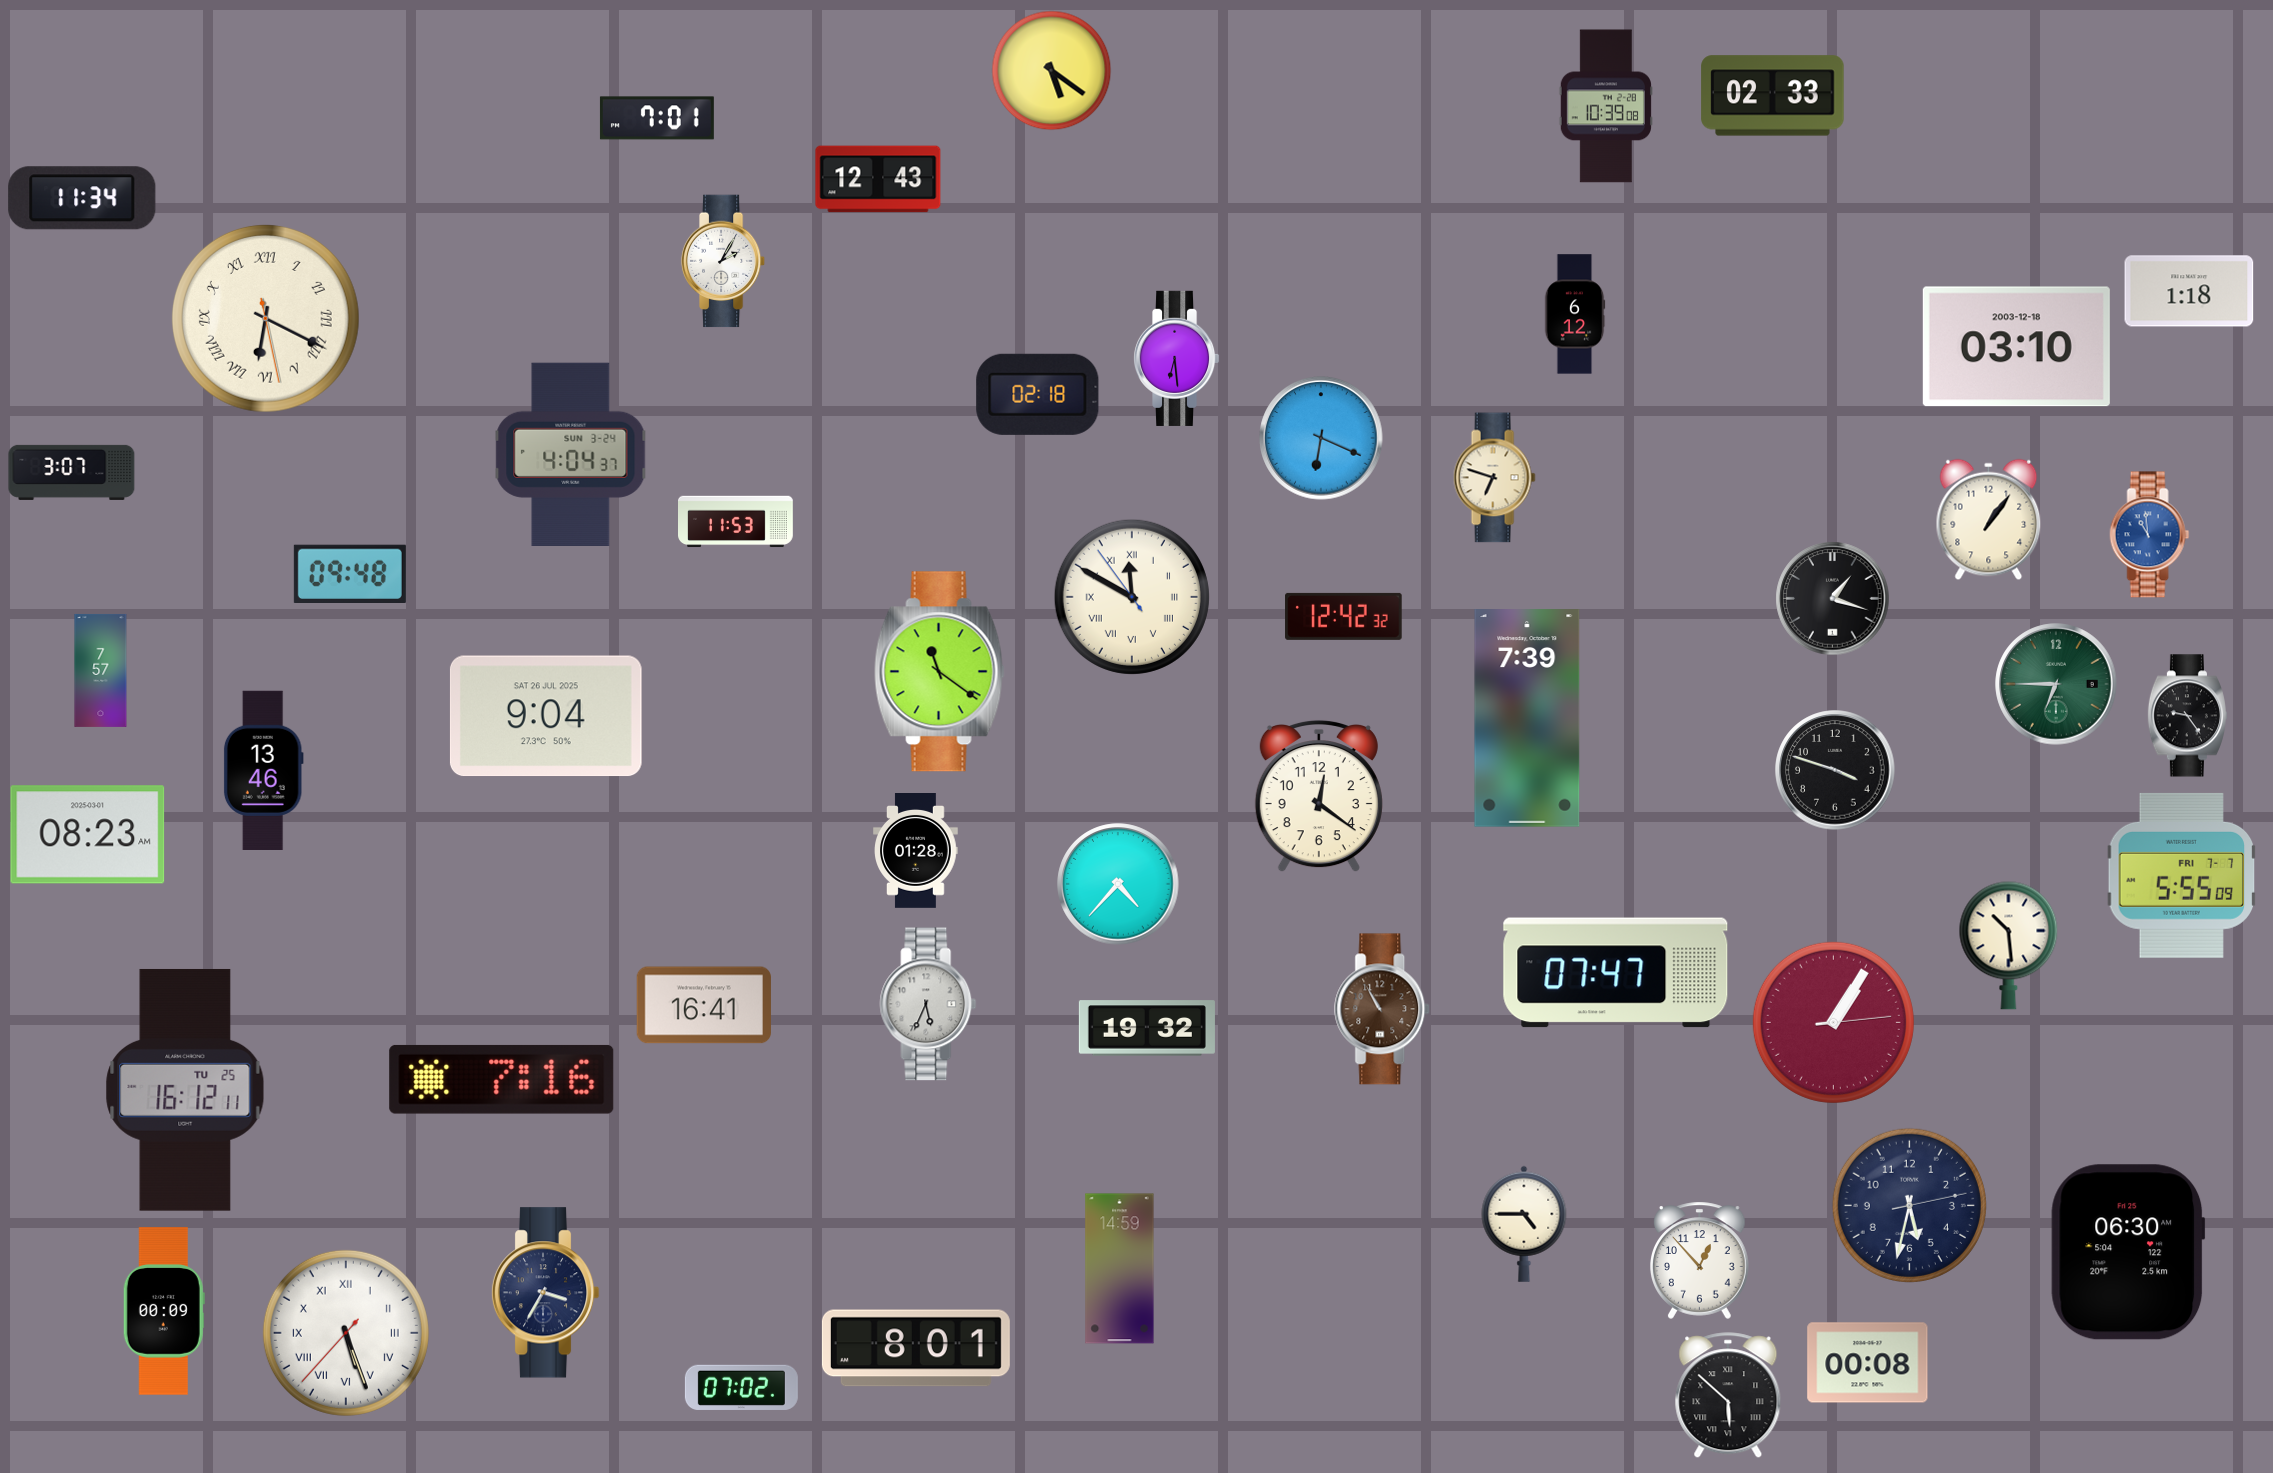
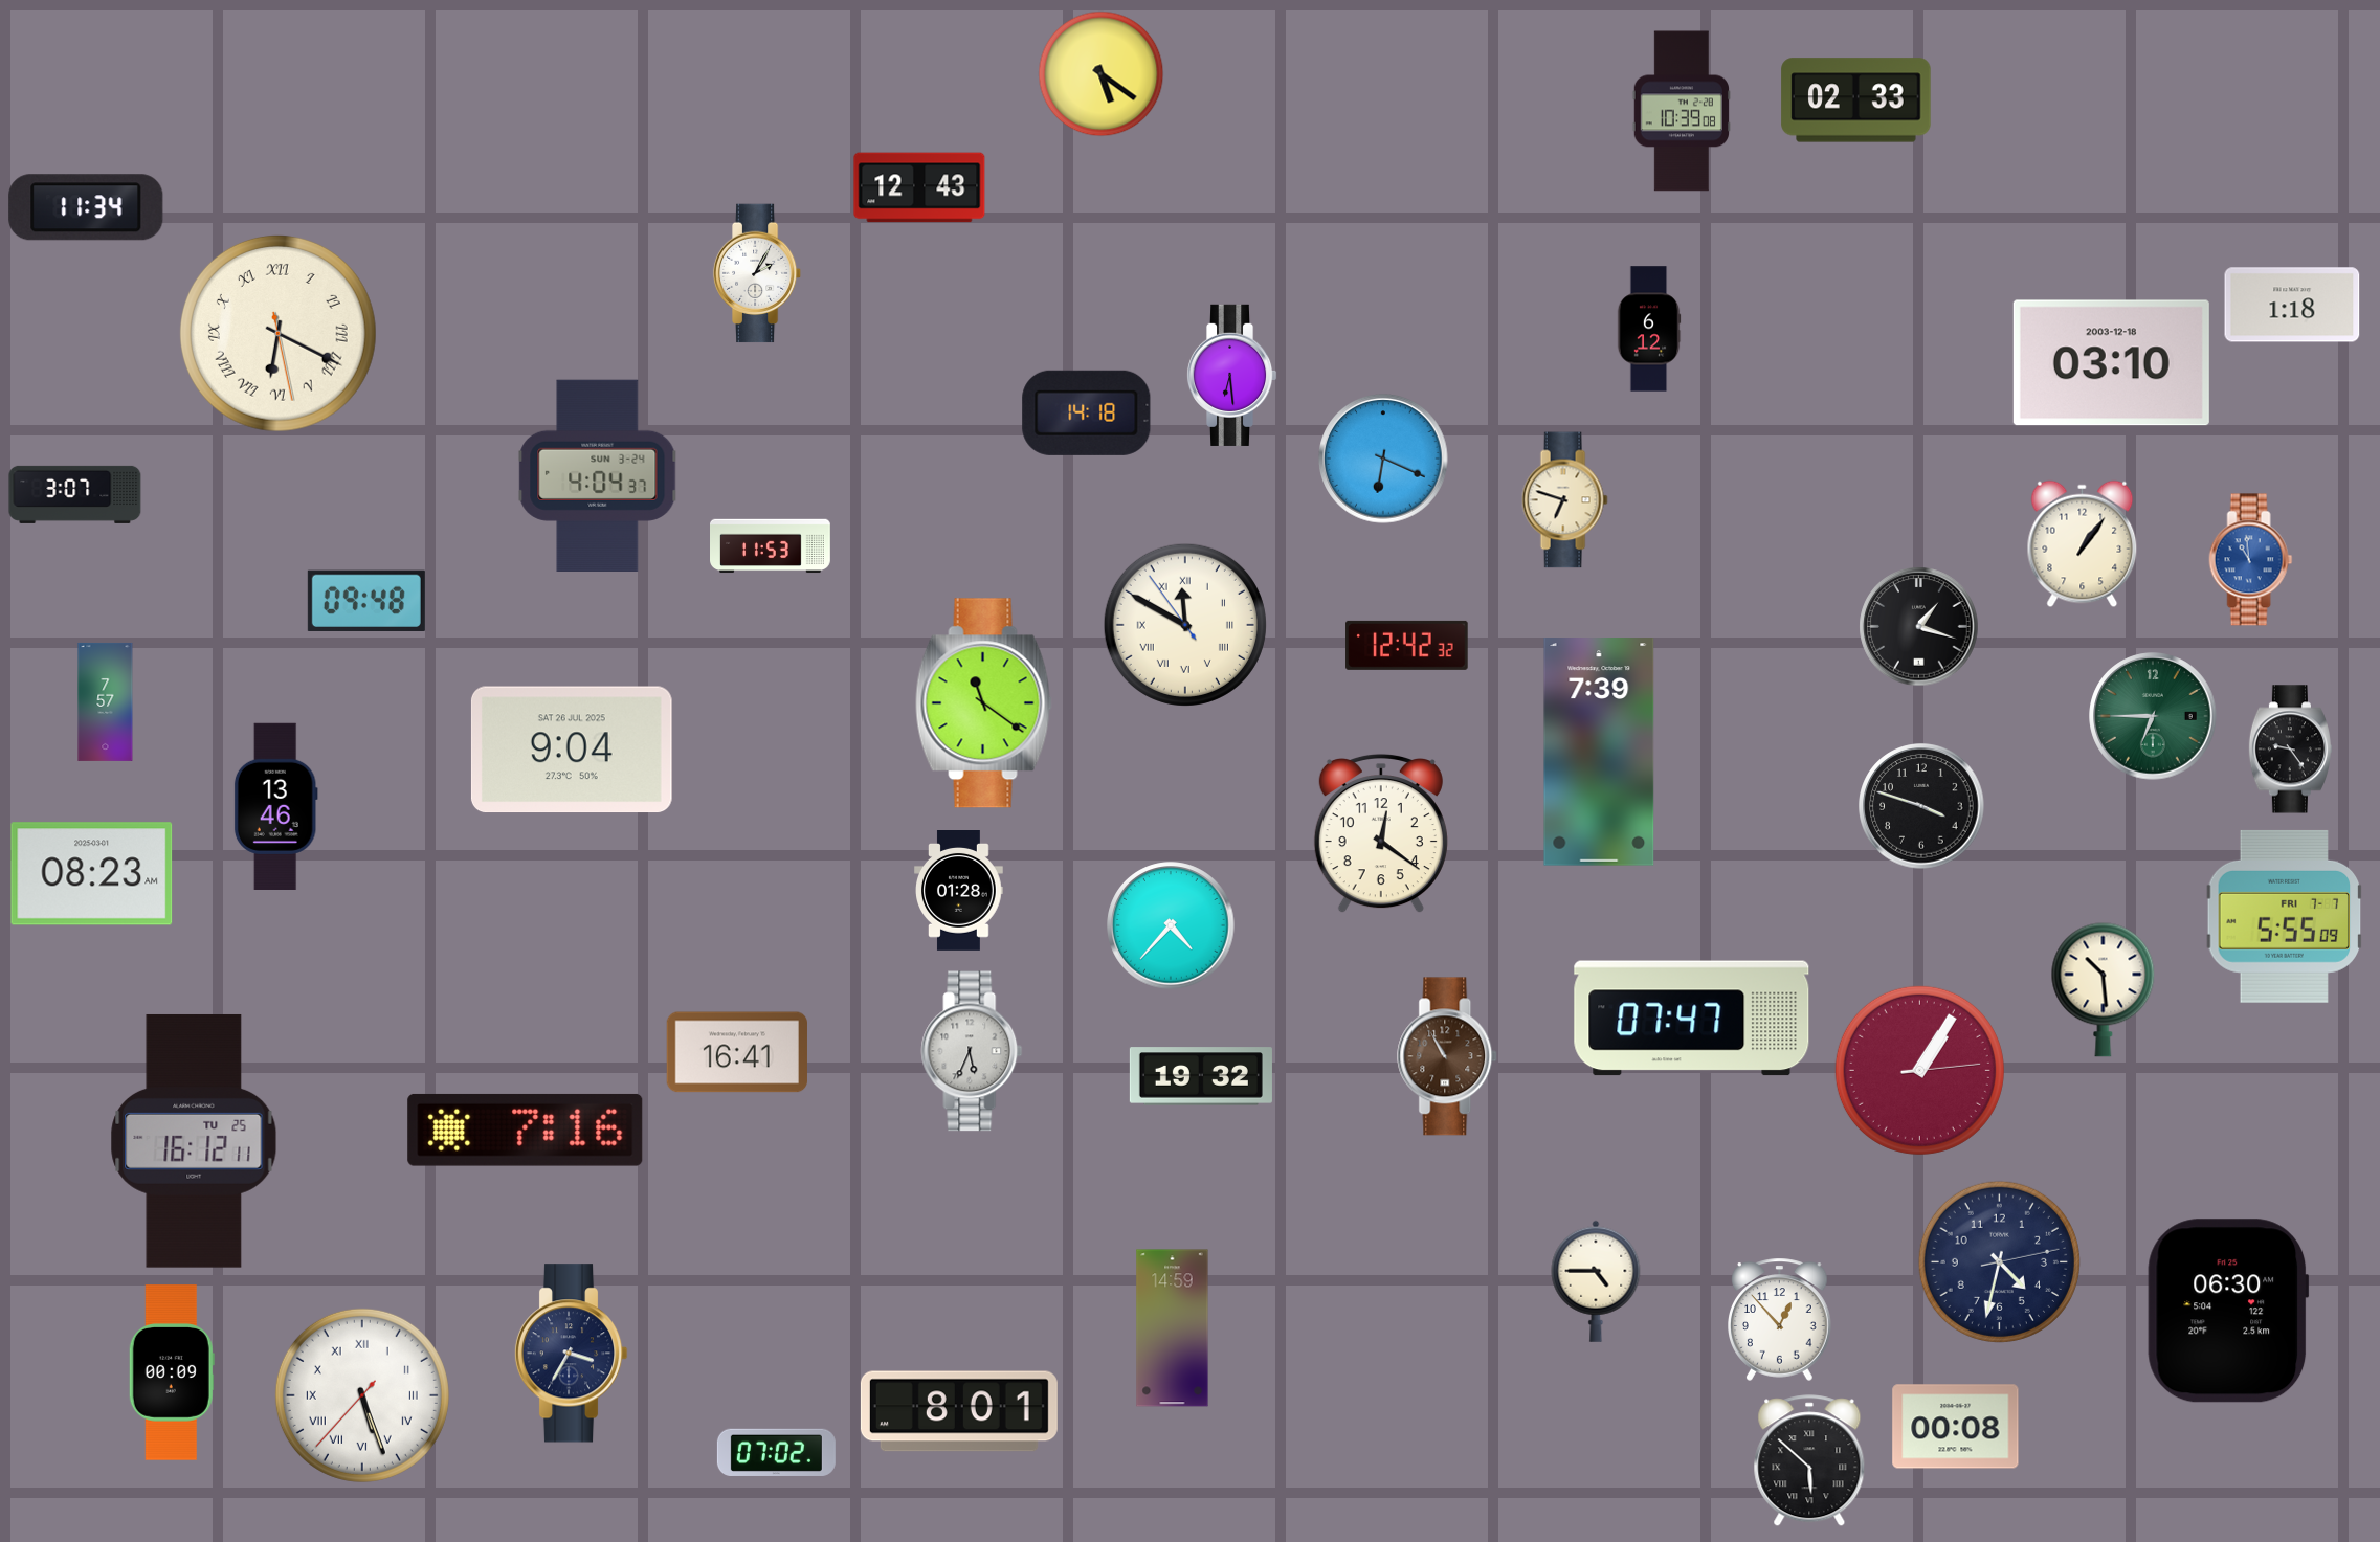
clock at (657, 118): 7:01 -> none
clock at (1038, 394): 02:18 -> 14:18
clock at (1909, 1205): 5:32 -> 4:32
